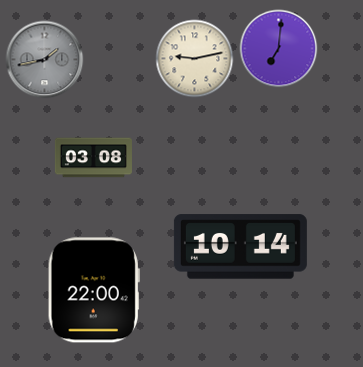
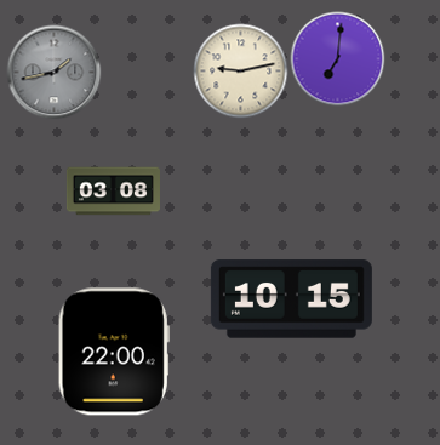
clock at (194, 58) position: (194, 58) -> (240, 70)
clock at (240, 247): 10:14 -> 10:15
